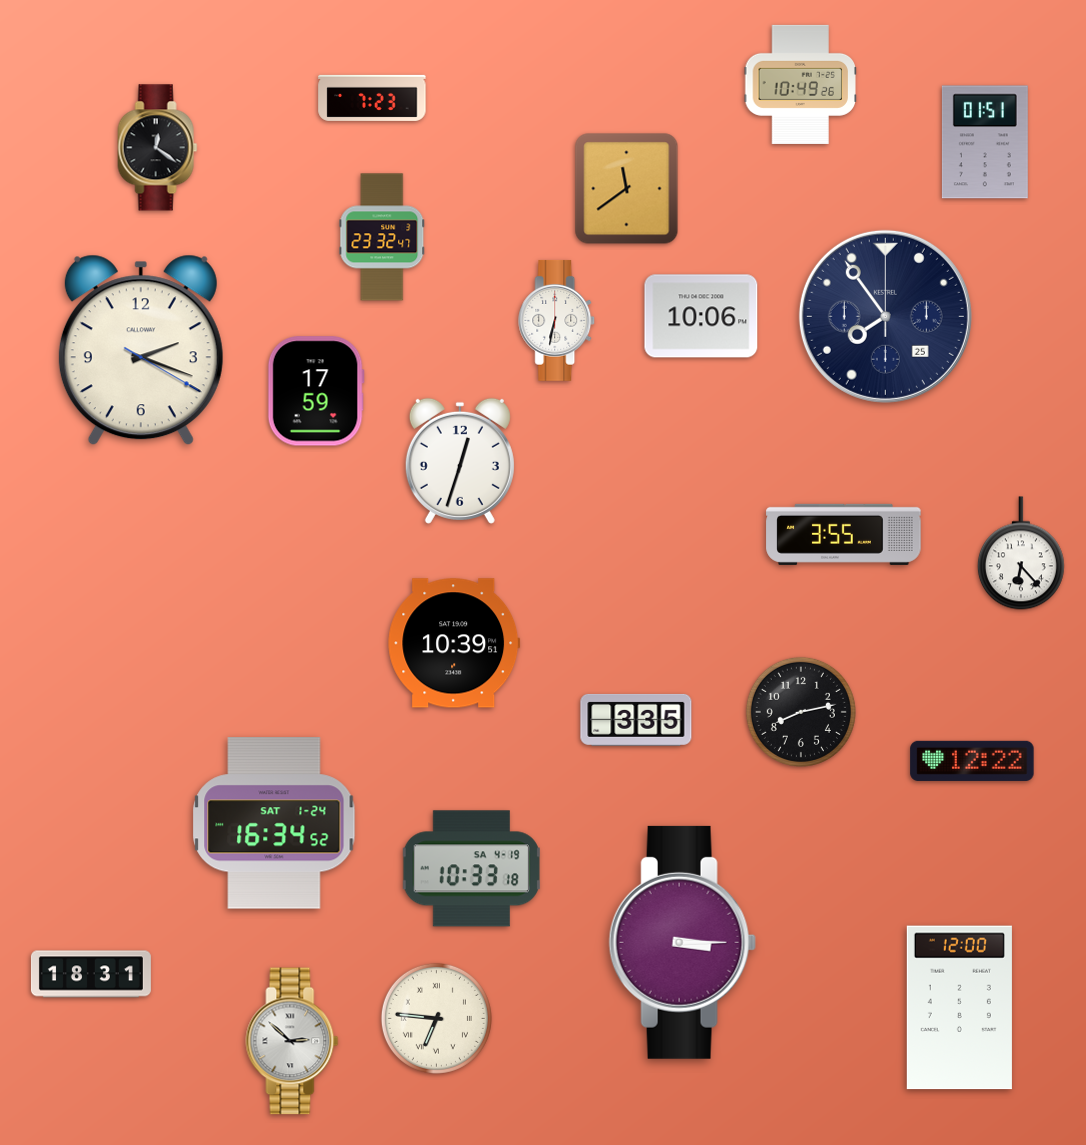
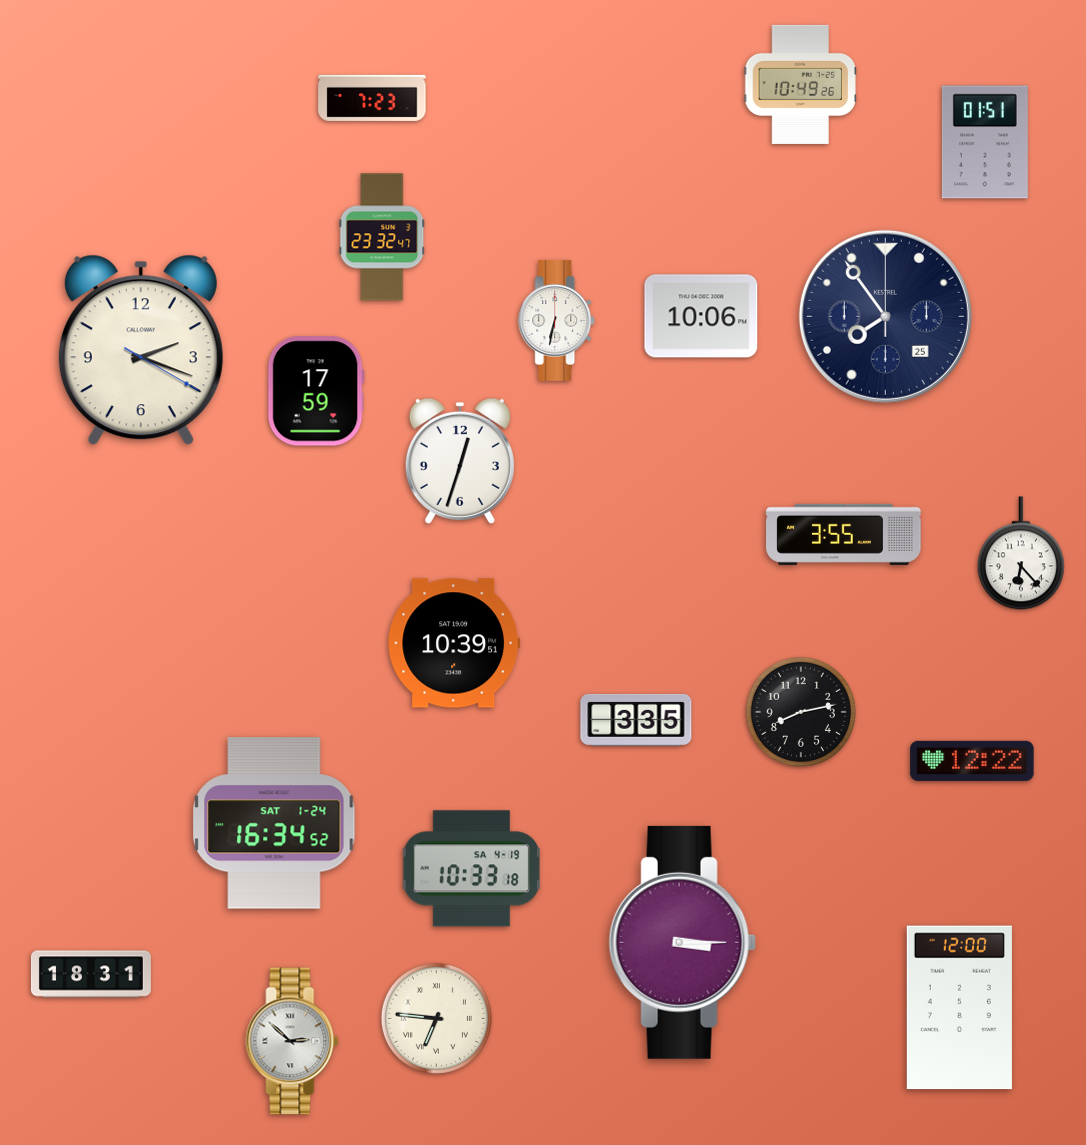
clock at (158, 148): 12:21 -> none
clock at (627, 189): 11:39 -> none
